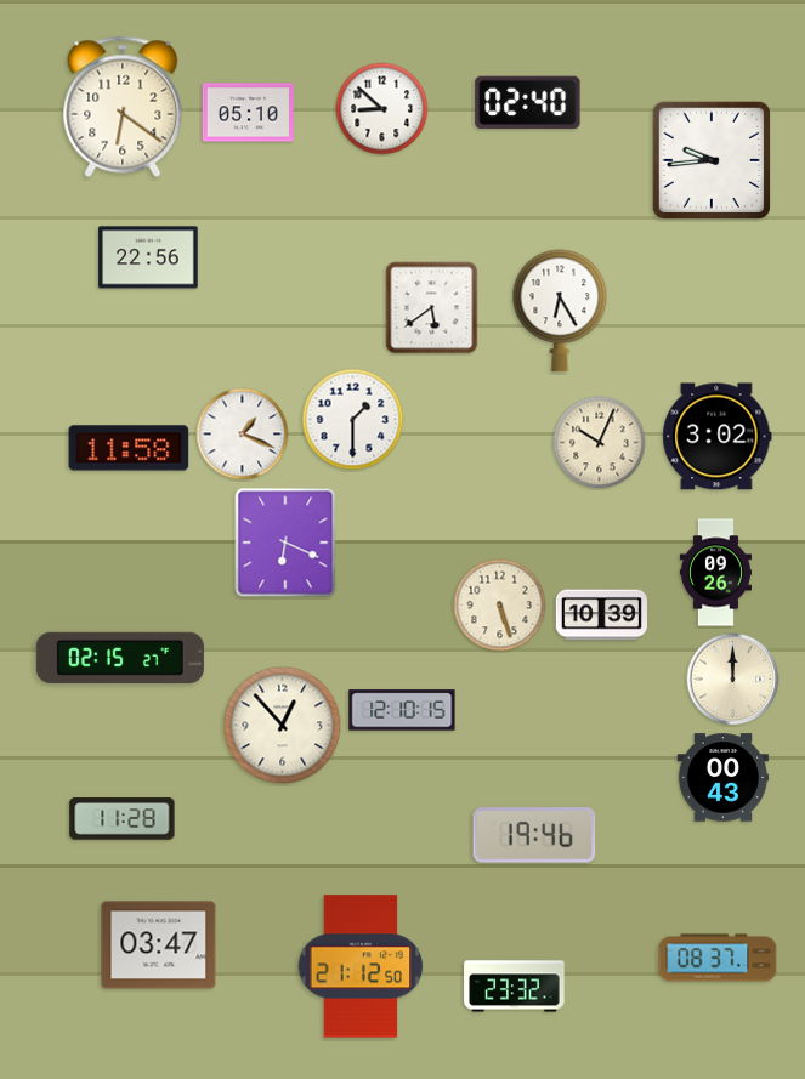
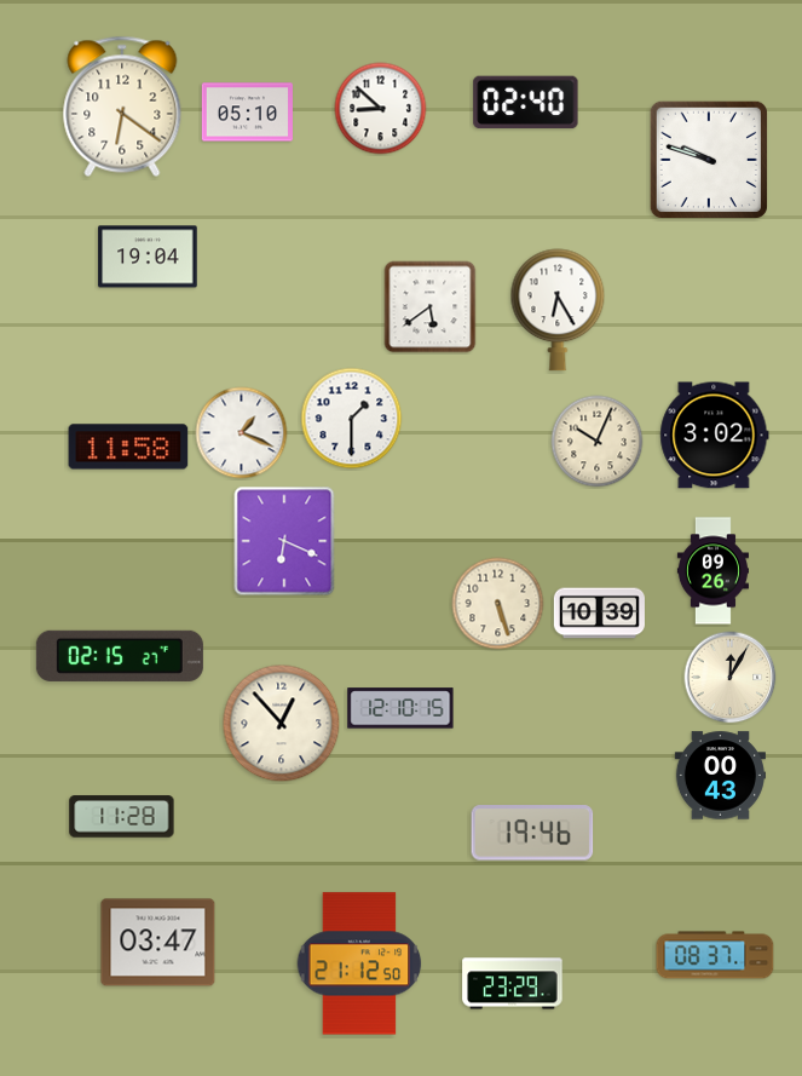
clock at (710, 159): 9:44 -> 9:48
clock at (148, 257): 22:56 -> 19:04
clock at (733, 680): 12:00 -> 12:05
clock at (515, 987): 23:32 -> 23:29
